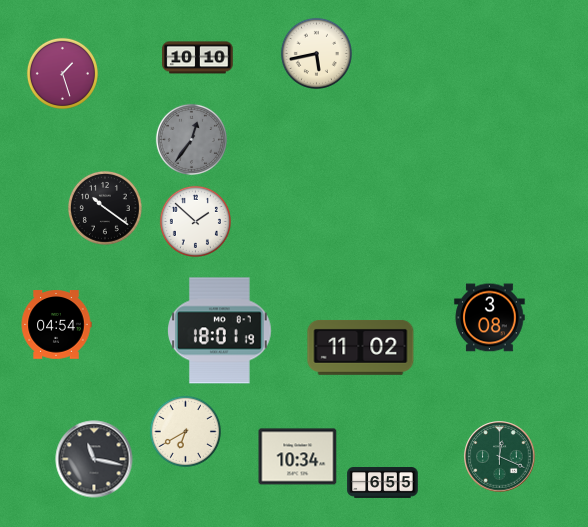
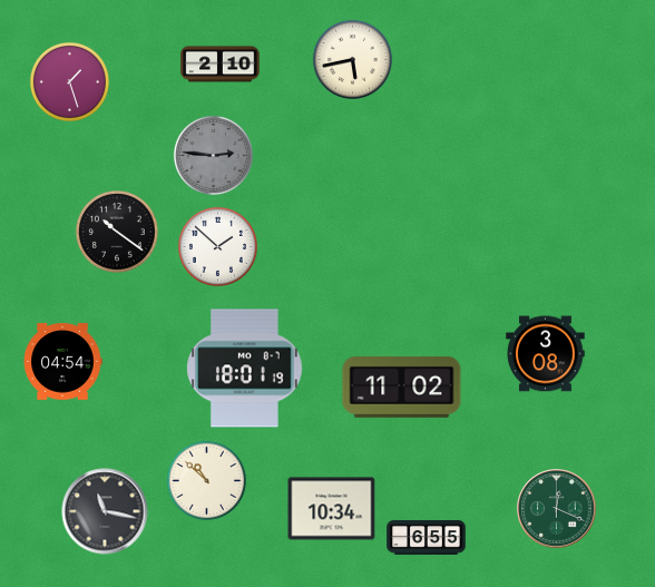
clock at (198, 58): 10:10 -> 2:10
clock at (191, 139): 12:36 -> 2:46
clock at (185, 431): 6:40 -> 10:52
